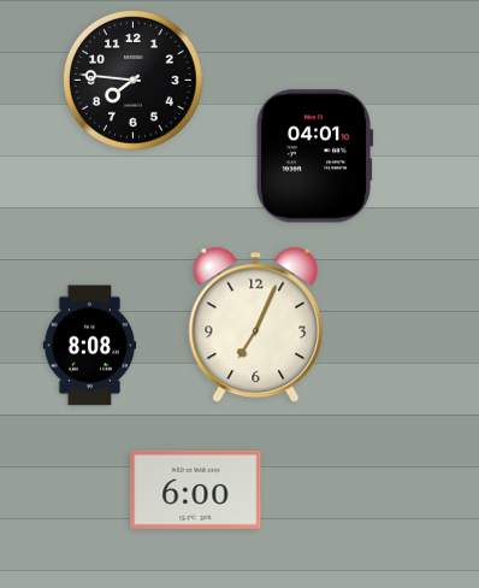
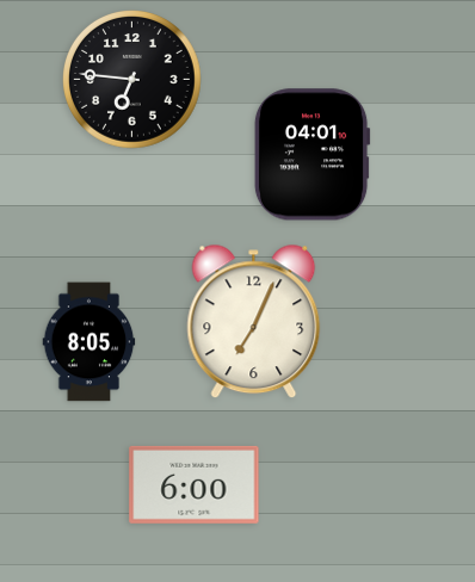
clock at (134, 81): 7:46 -> 6:46
clock at (90, 346): 8:08 -> 8:05
